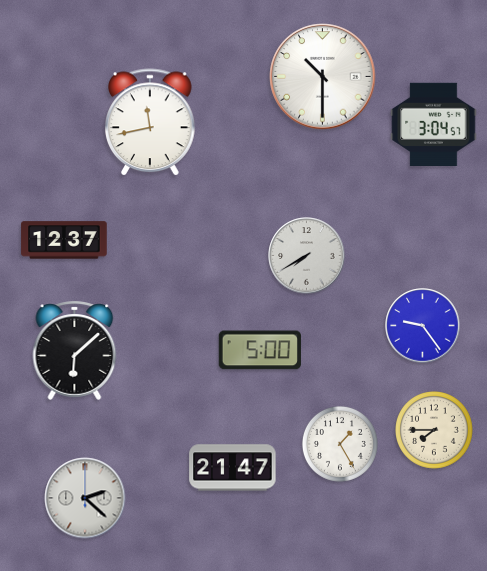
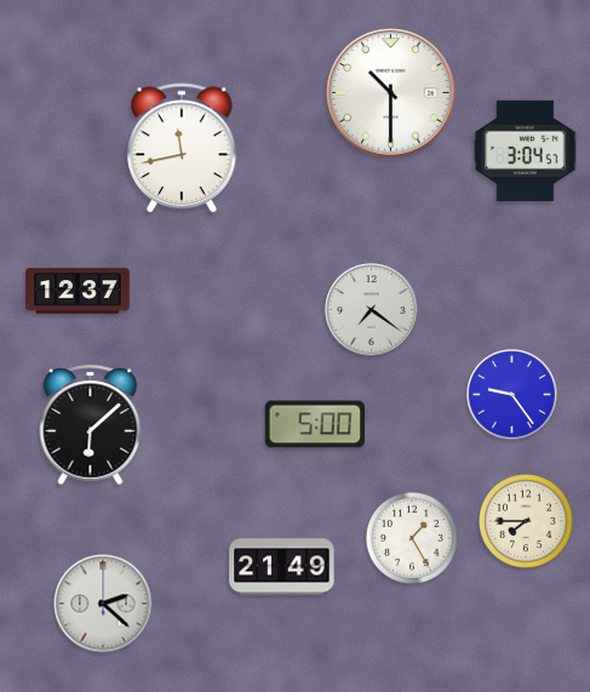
clock at (307, 256): 7:40 -> 7:21
clock at (233, 468): 21:47 -> 21:49
